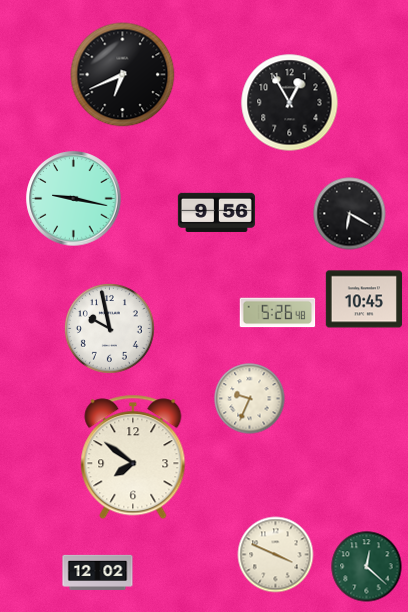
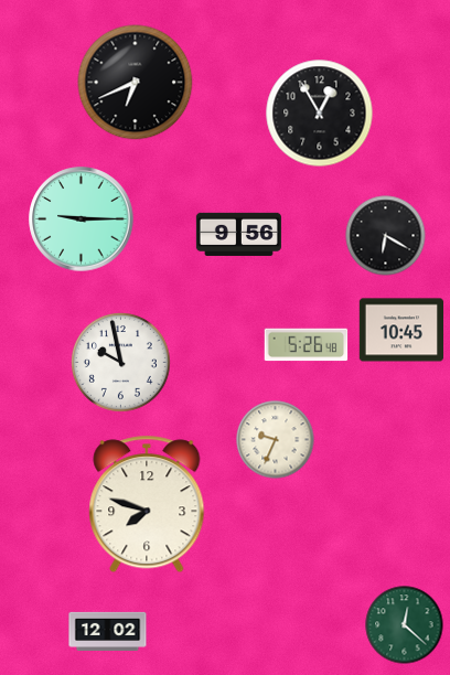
clock at (74, 199): 9:17 -> 9:15
clock at (133, 457): 7:51 -> 7:48
clock at (276, 555): 3:49 -> none
